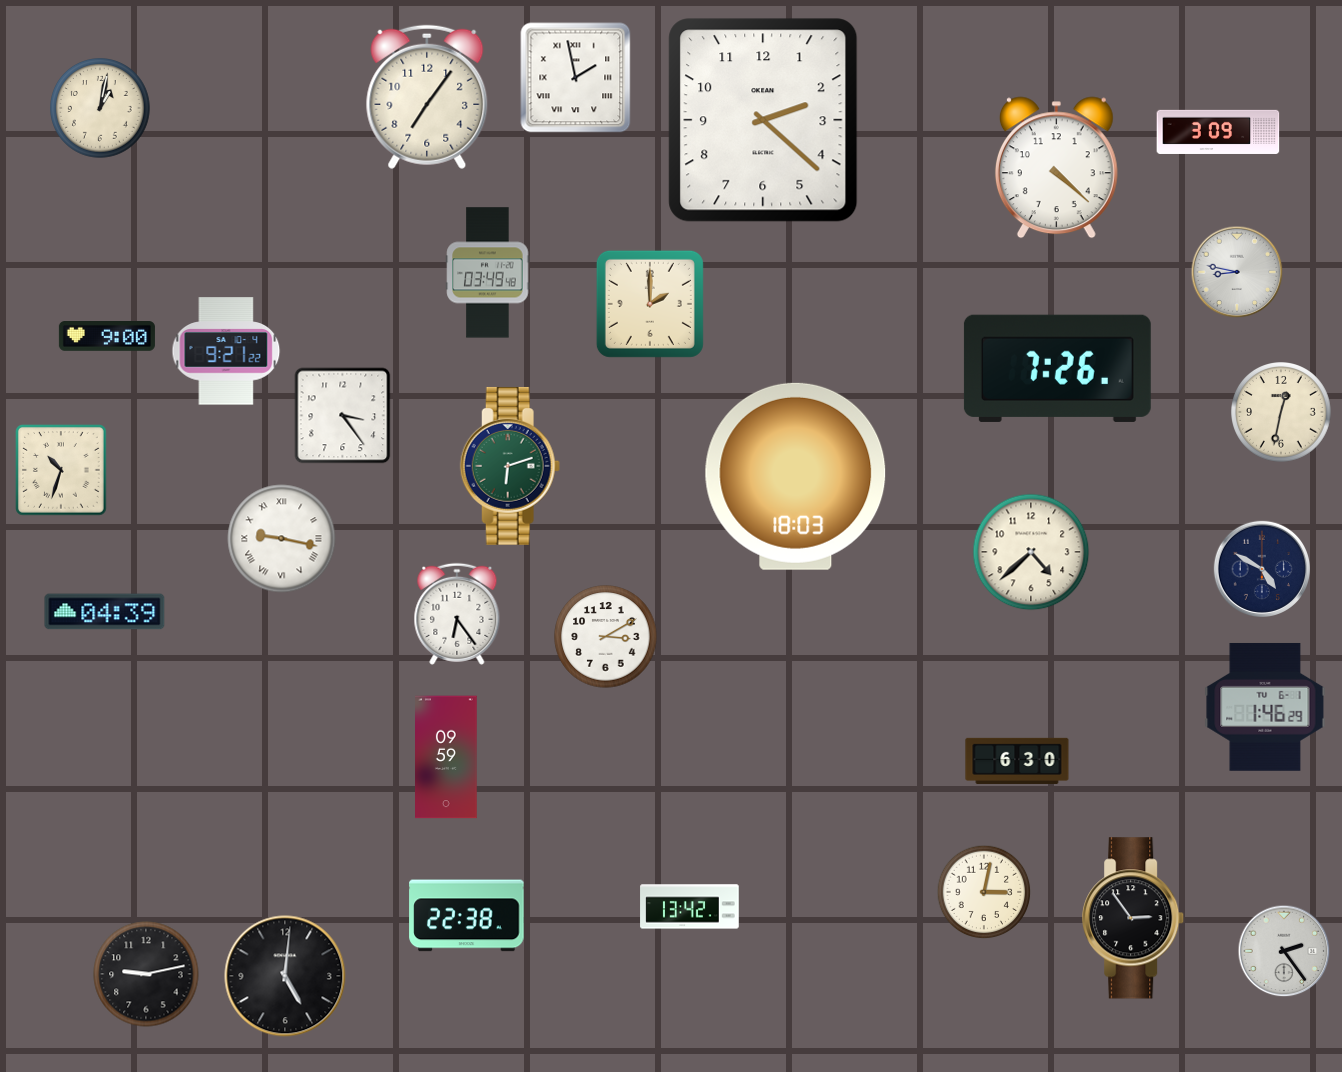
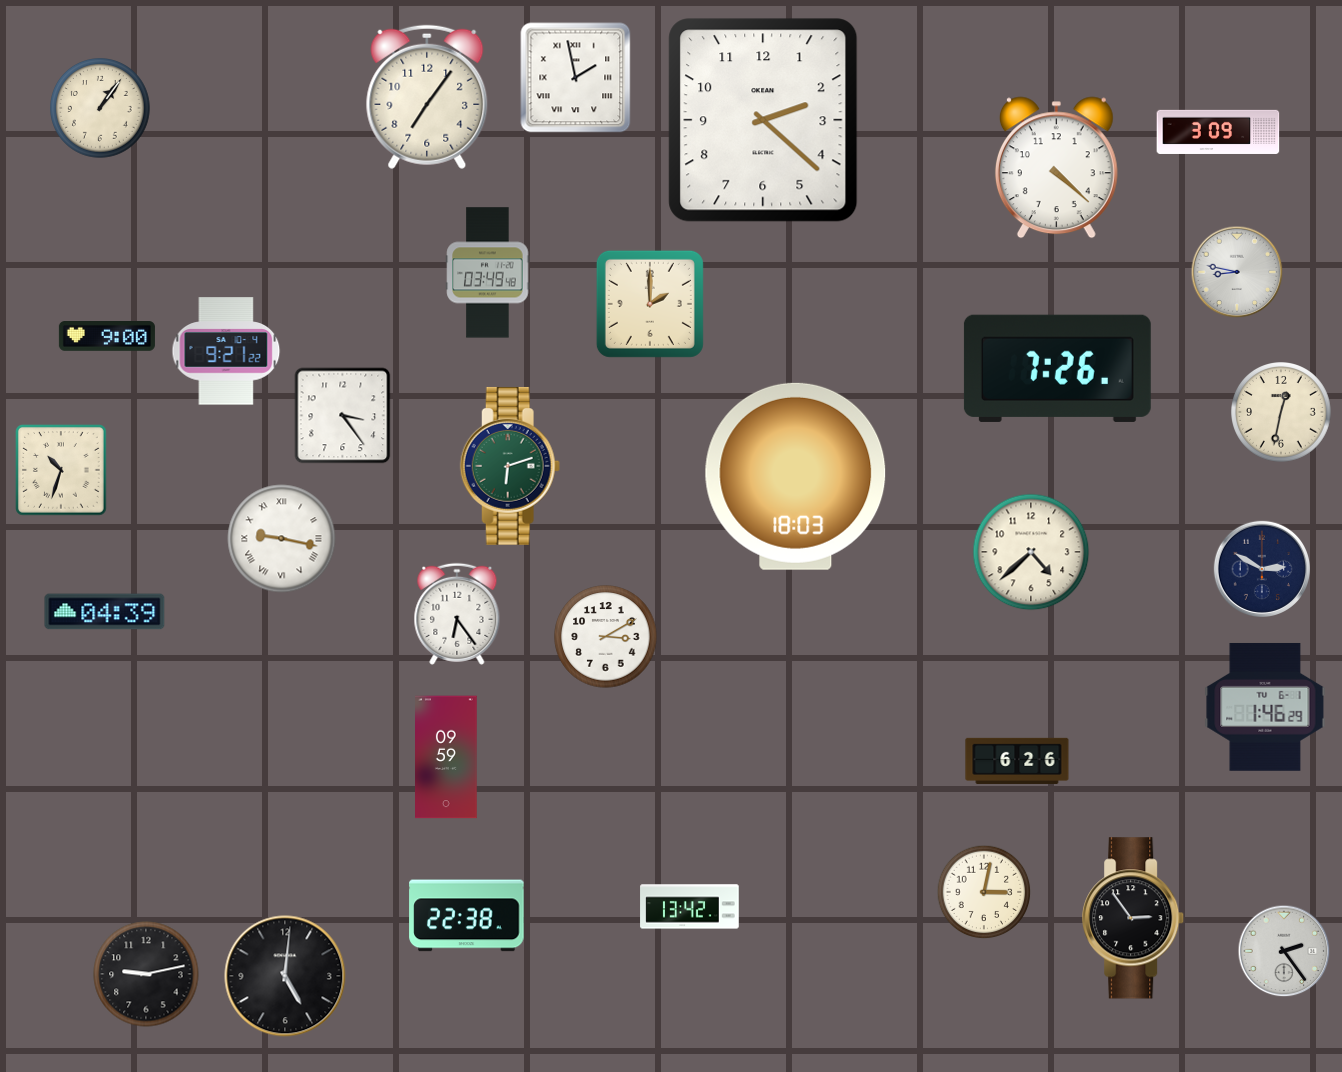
clock at (101, 109): 1:02 -> 1:06
clock at (1261, 568): 4:50 -> 2:50
clock at (1017, 761): 6:30 -> 6:26
